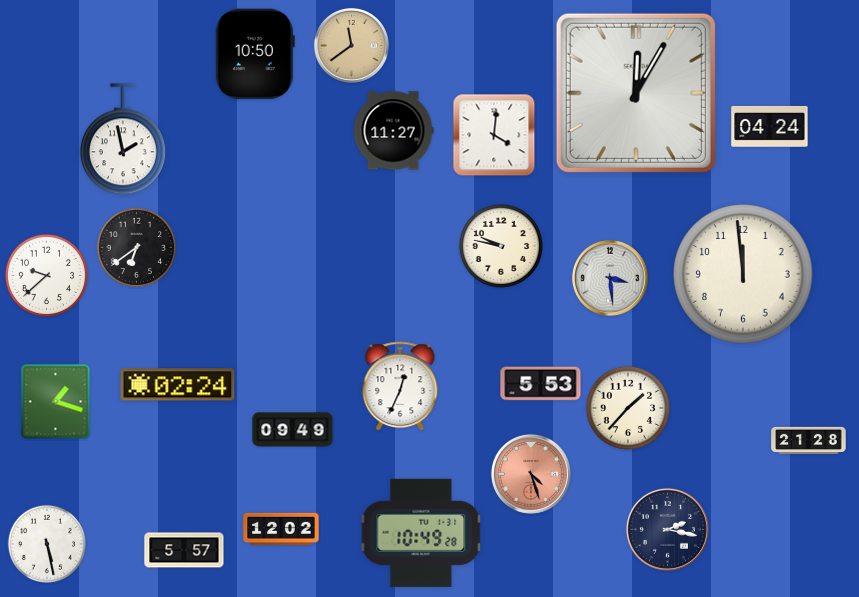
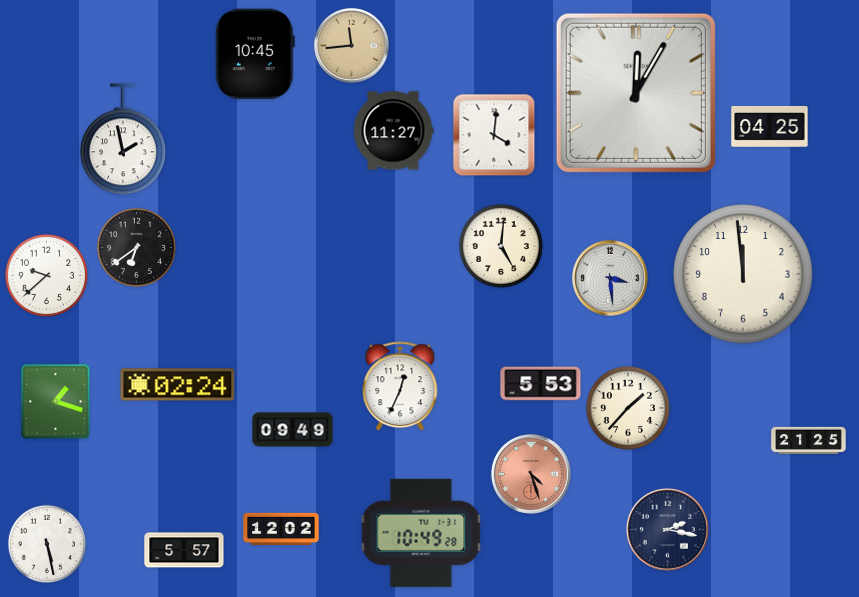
clock at (351, 45): 11:39 -> 11:44
clock at (255, 54): 10:50 -> 10:45
clock at (770, 126): 04:24 -> 04:25
clock at (501, 246): 9:47 -> 5:01
clock at (809, 440): 21:28 -> 21:25
